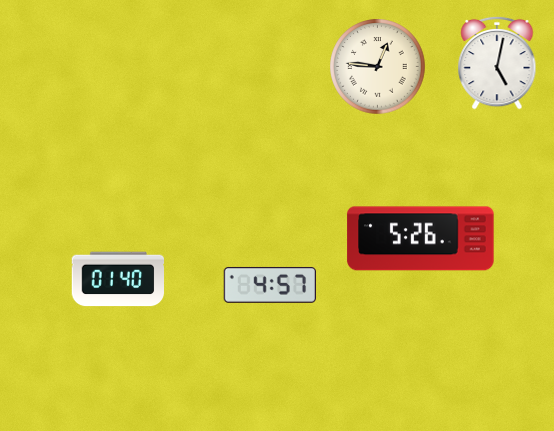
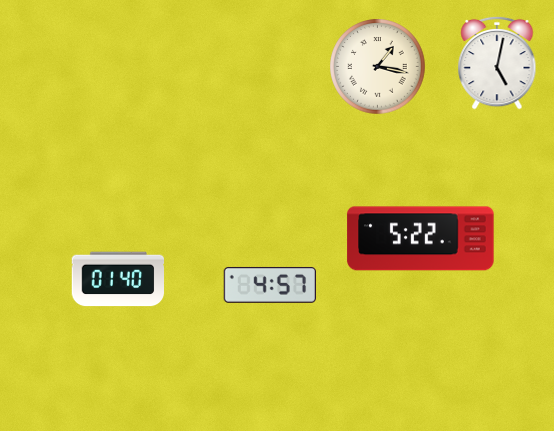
clock at (378, 67): 12:46 -> 1:17
clock at (421, 239): 5:26 -> 5:22
